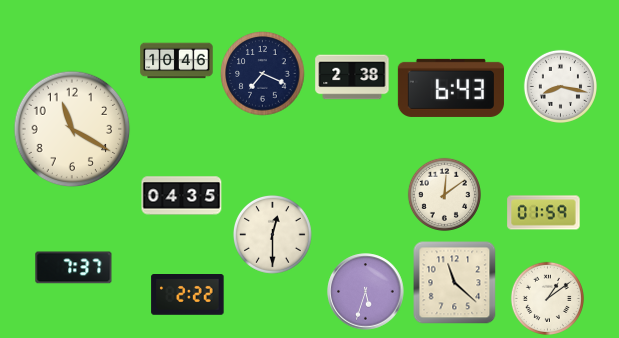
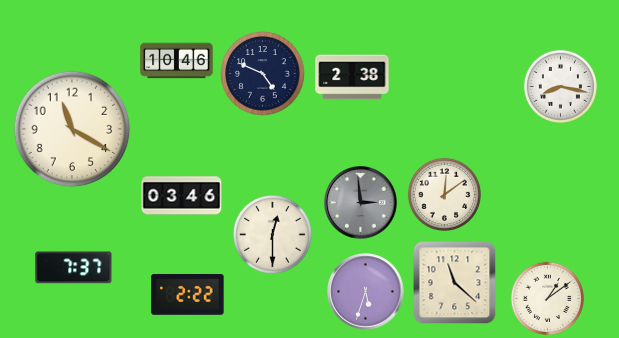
clock at (263, 74): 7:19 -> 4:49
clock at (451, 88): 6:43 -> none
clock at (182, 196): 04:35 -> 03:46
clock at (361, 203): none -> 2:59
clock at (544, 213): 01:59 -> none
